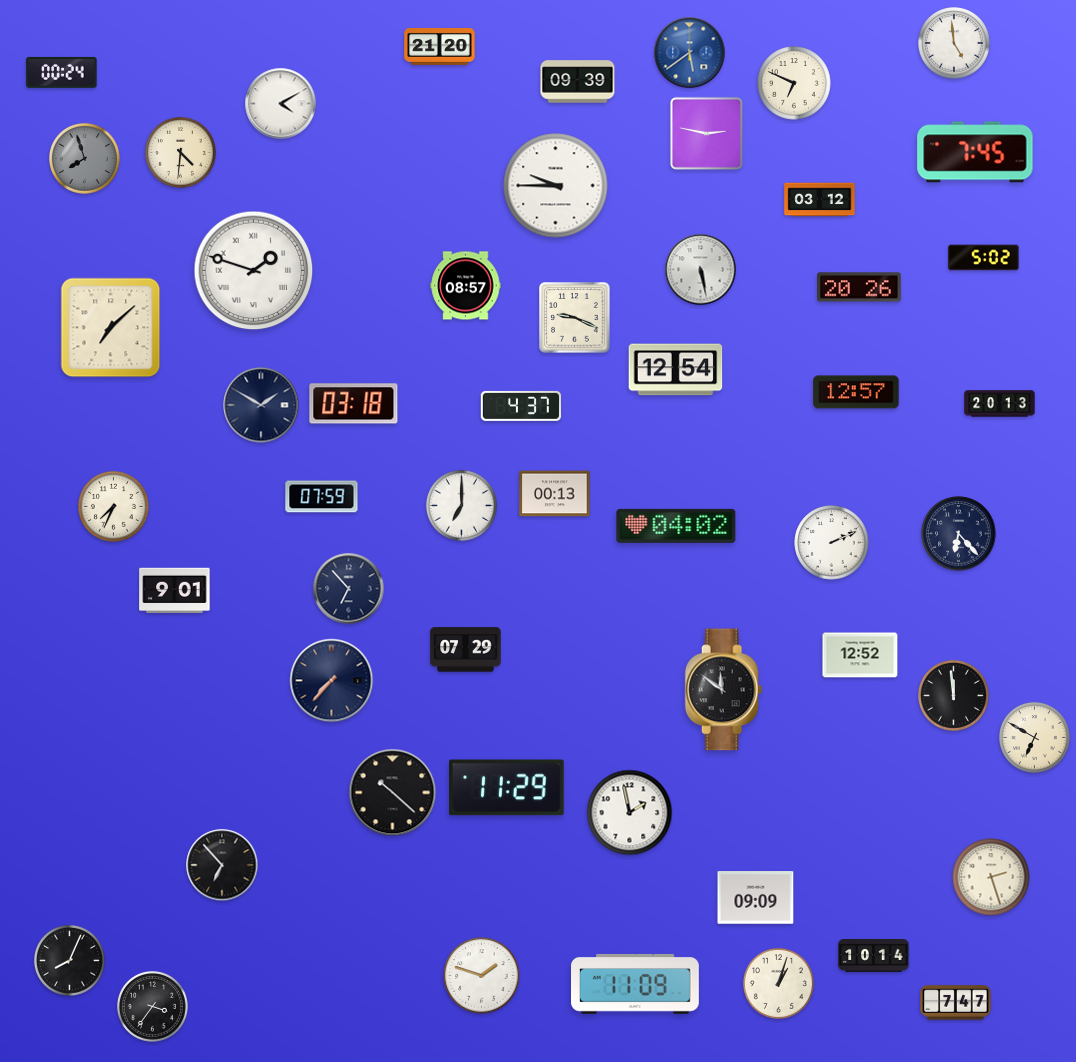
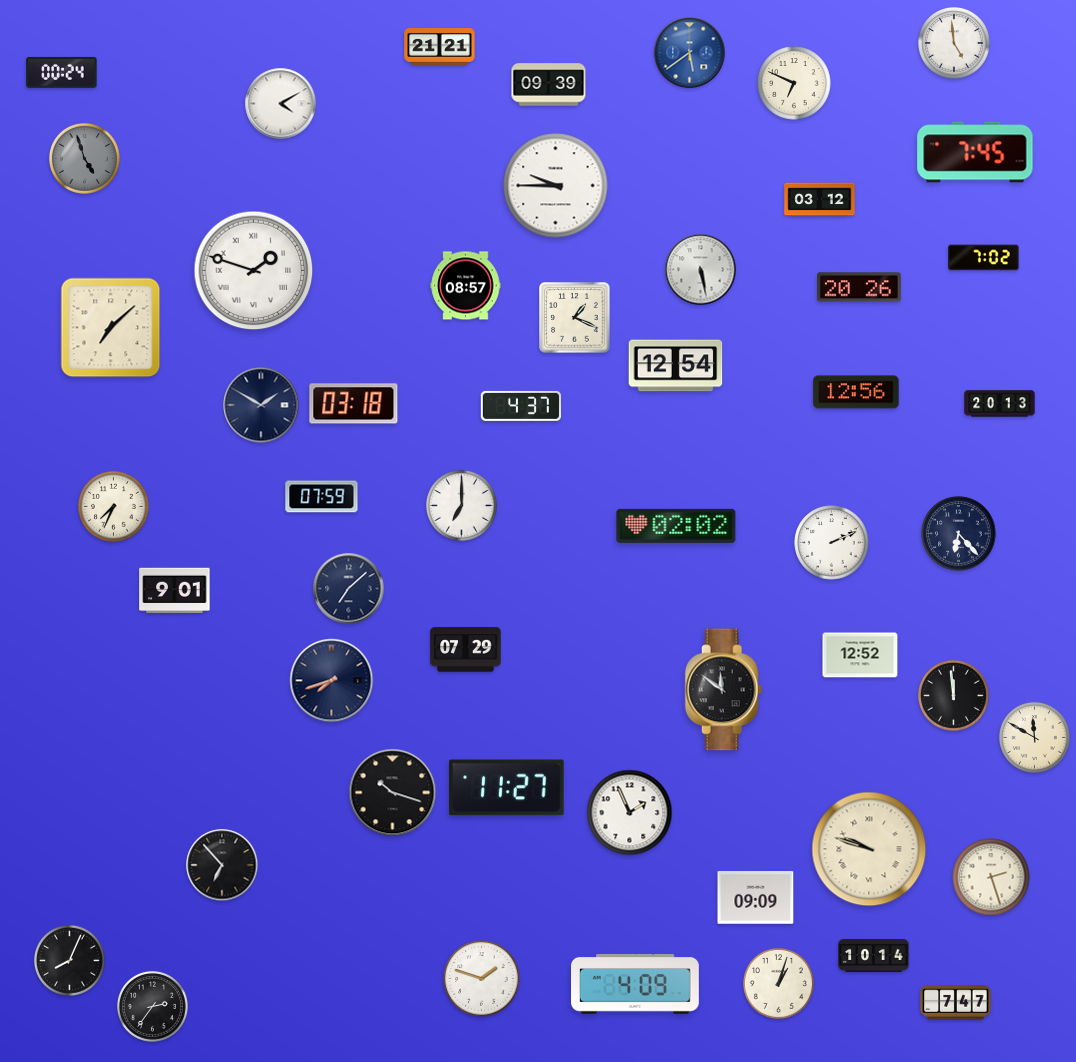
clock at (440, 47): 21:20 -> 21:21
clock at (578, 82) position: (578, 82) -> (549, 85)
clock at (706, 133): 2:47 -> none
clock at (180, 152): 4:31 -> none
clock at (84, 158): 7:57 -> 4:57
clock at (984, 258): 5:02 -> 7:02
clock at (575, 318): 9:19 -> 1:19
clock at (676, 370) position: (676, 370) -> (676, 366)
clock at (856, 392): 12:57 -> 12:56
clock at (555, 494): 00:13 -> none
clock at (676, 526): 04:02 -> 02:02
clock at (349, 589): 6:53 -> 7:08
clock at (332, 681): 7:37 -> 7:42
clock at (1034, 737): 6:50 -> 11:50
clock at (507, 788): 11:29 -> 11:27
clock at (393, 793): 10:22 -> 10:18
clock at (630, 813): 1:58 -> 1:56
clock at (869, 849): none -> 9:48
clock at (482, 976) position: (482, 976) -> (482, 979)
clock at (636, 984): 11:09 -> 4:09
clock at (152, 1006): 3:36 -> 2:36
